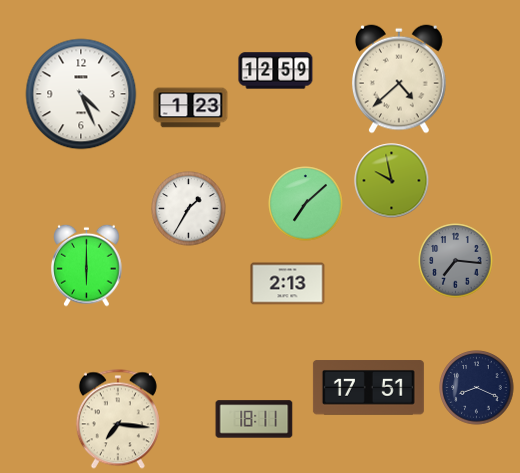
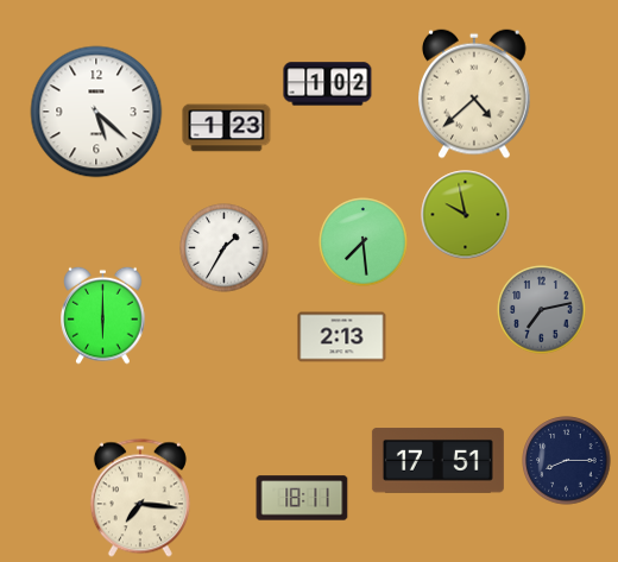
clock at (276, 71): 12:59 -> 1:02
clock at (81, 94): 4:26 -> 5:22
clock at (306, 204): 7:08 -> 7:29
clock at (456, 261): 7:16 -> 7:13
clock at (477, 388): 8:19 -> 8:15
